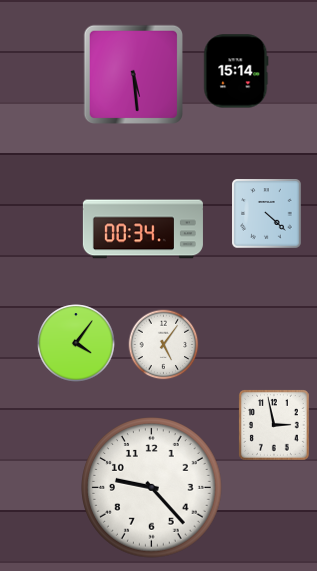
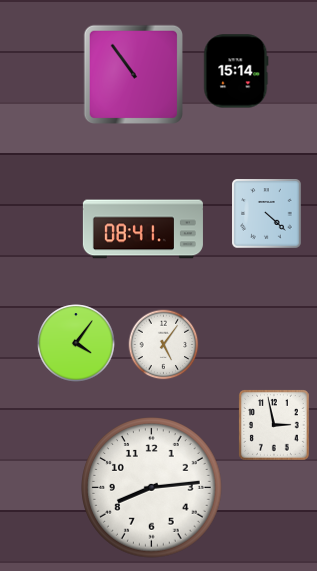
clock at (133, 74): 5:29 -> 10:54
clock at (143, 229): 00:34 -> 08:41
clock at (152, 488): 9:23 -> 8:14
